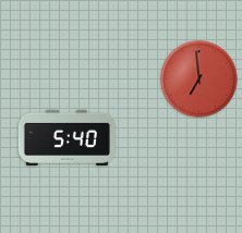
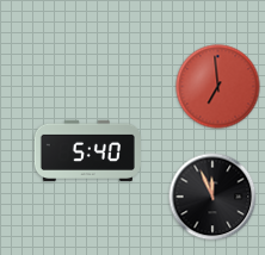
clock at (66, 137) position: (66, 137) -> (87, 150)
clock at (212, 197): none -> 11:56
